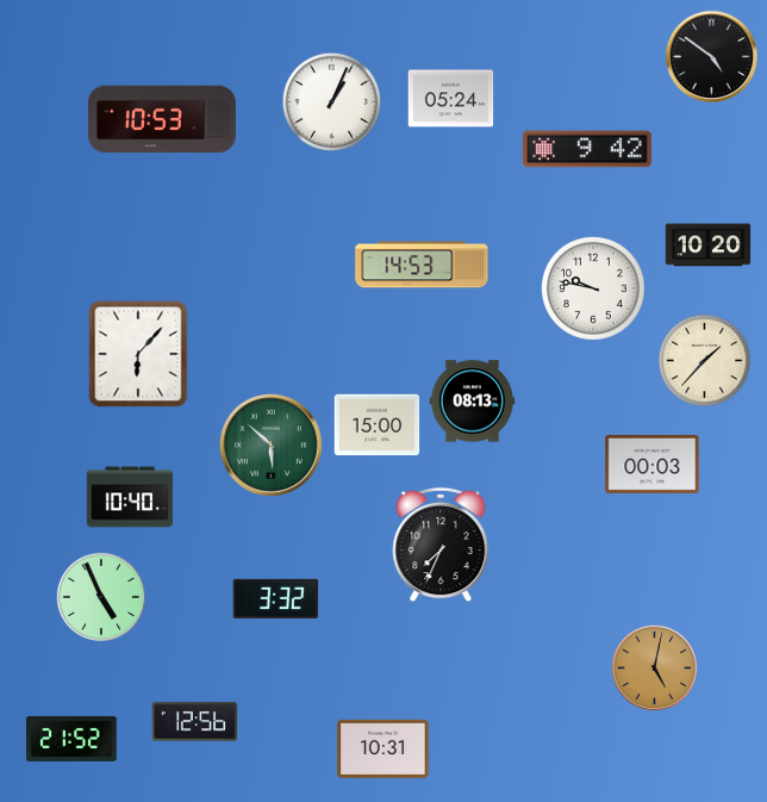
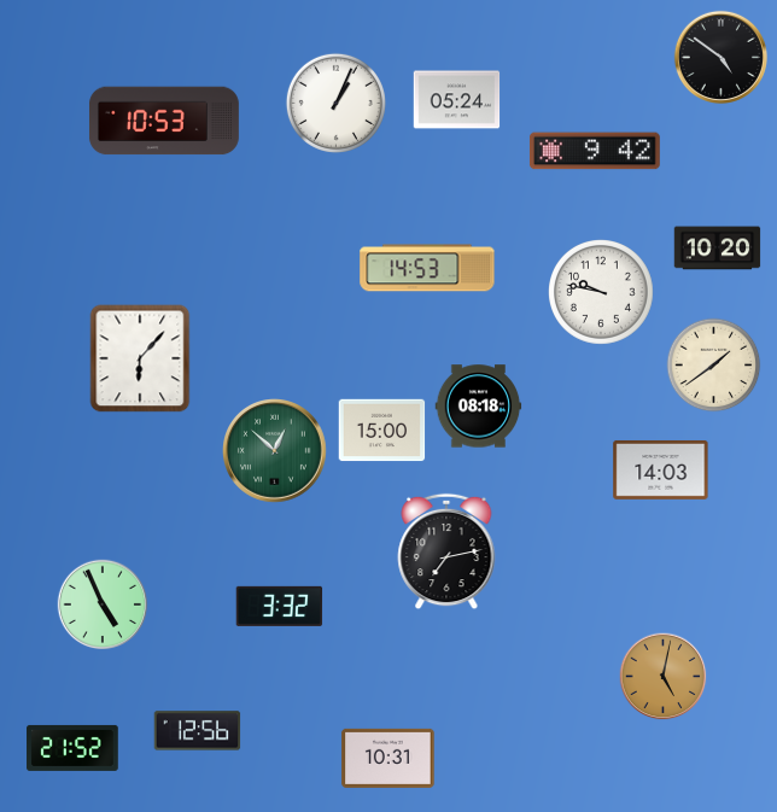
clock at (705, 361): 1:37 -> 1:39
clock at (473, 402): 08:13 -> 08:18
clock at (272, 446): 5:52 -> 12:52
clock at (653, 464): 00:03 -> 14:03
clock at (130, 497): 10:40 -> none
clock at (441, 545): 7:34 -> 7:13
